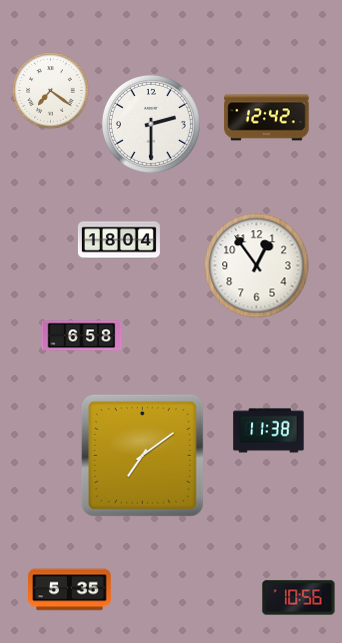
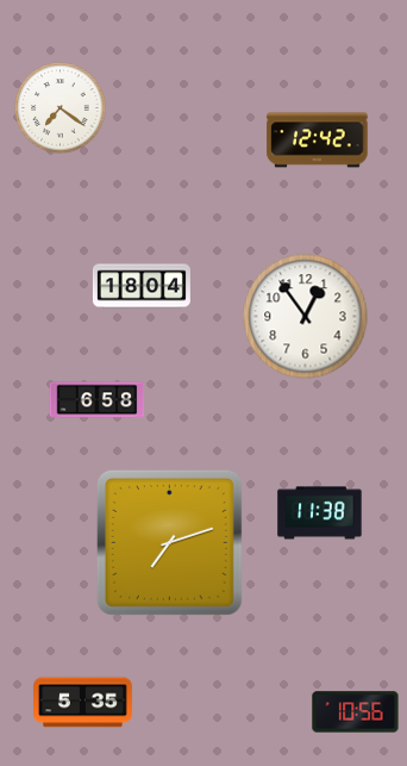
clock at (151, 124): 2:30 -> none
clock at (142, 455): 7:09 -> 7:12
